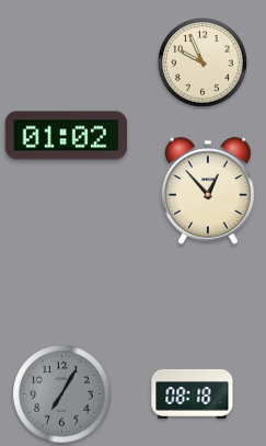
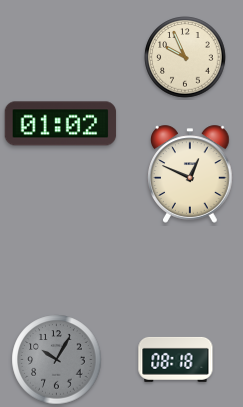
clock at (208, 191): 12:53 -> 12:49
clock at (62, 394): 7:05 -> 10:05
